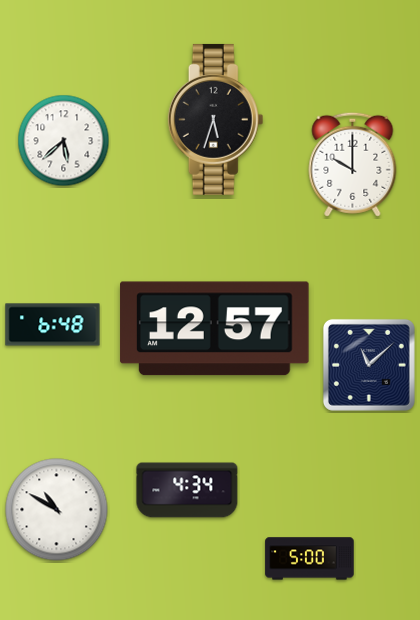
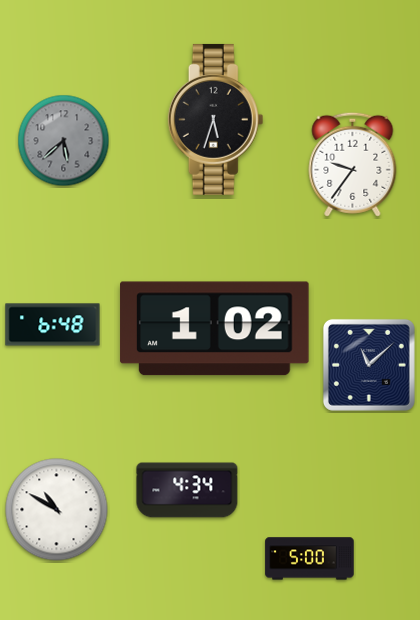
clock at (64, 141) dial: white -> grey
clock at (353, 164): 10:00 -> 9:36
clock at (215, 329): 12:57 -> 1:02
